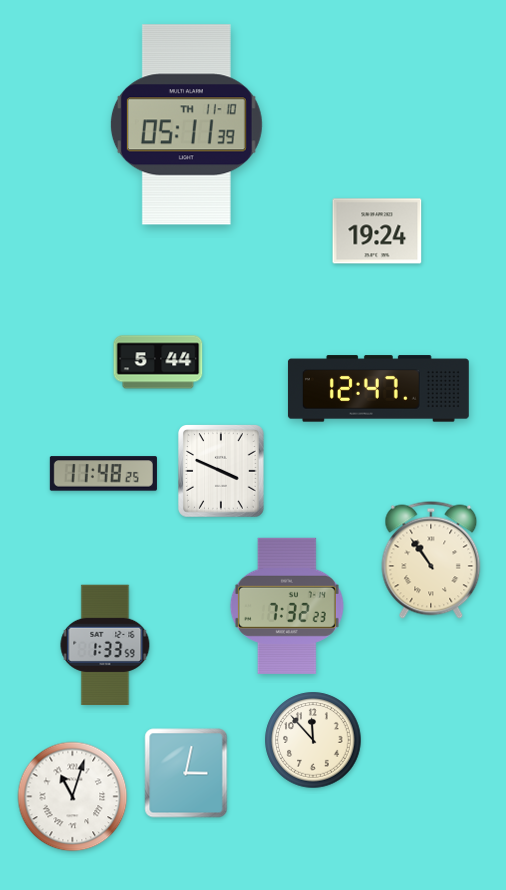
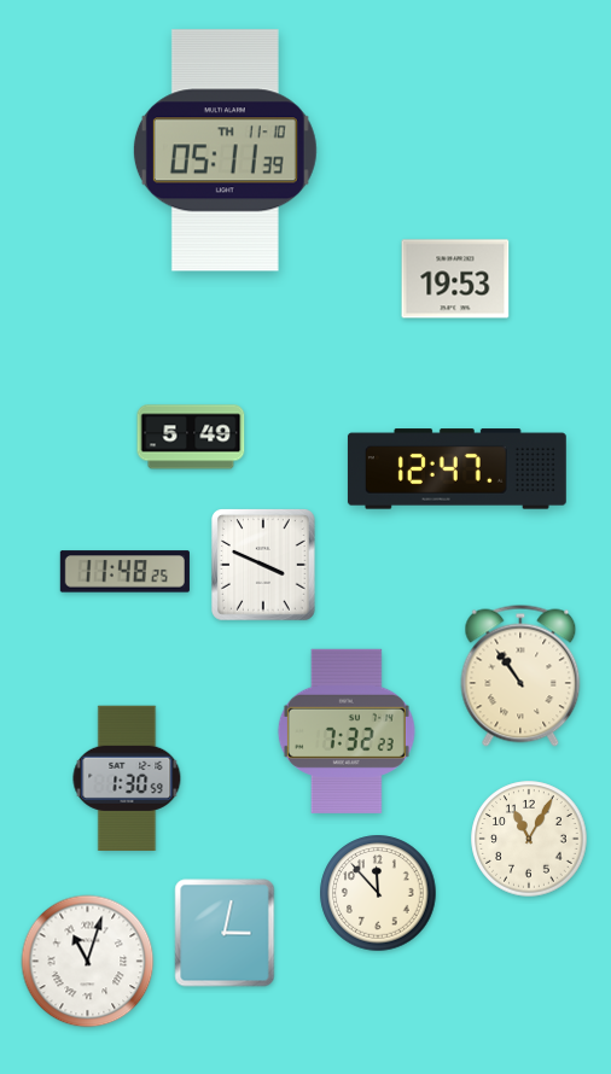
clock at (377, 231): 19:24 -> 19:53
clock at (158, 362): 5:44 -> 5:49
clock at (222, 472) position: (222, 472) -> (264, 566)
clock at (105, 644): 1:33 -> 1:30
clock at (529, 839): none -> 11:05
